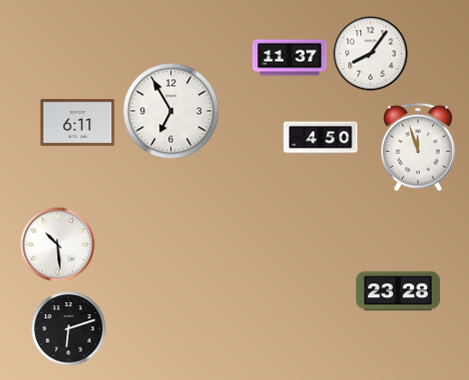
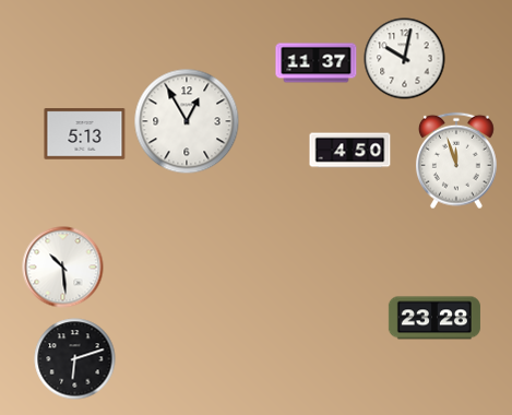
clock at (371, 54): 8:06 -> 10:02
clock at (171, 111): 6:55 -> 12:55
clock at (78, 123): 6:11 -> 5:13
